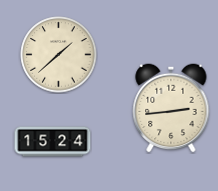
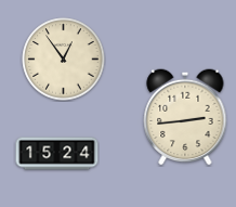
clock at (59, 55): 1:38 -> 12:54
